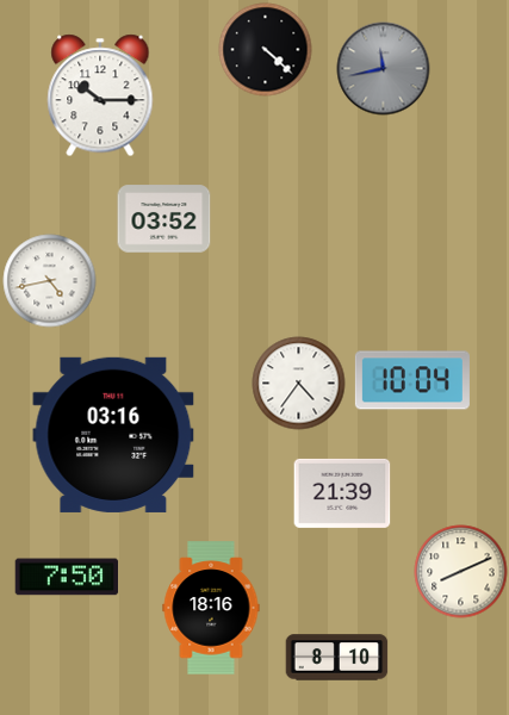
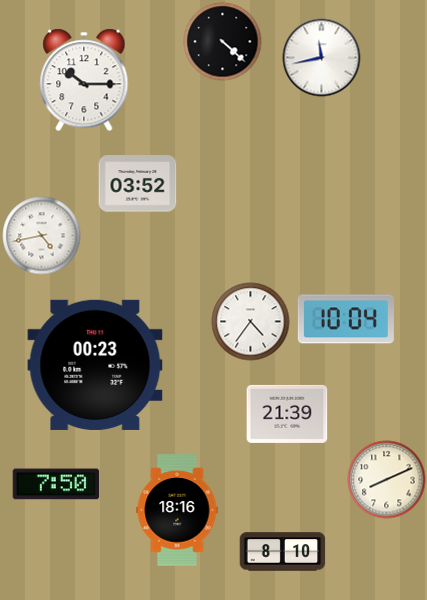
clock at (383, 68) dial: grey -> white
clock at (113, 435): 03:16 -> 00:23
